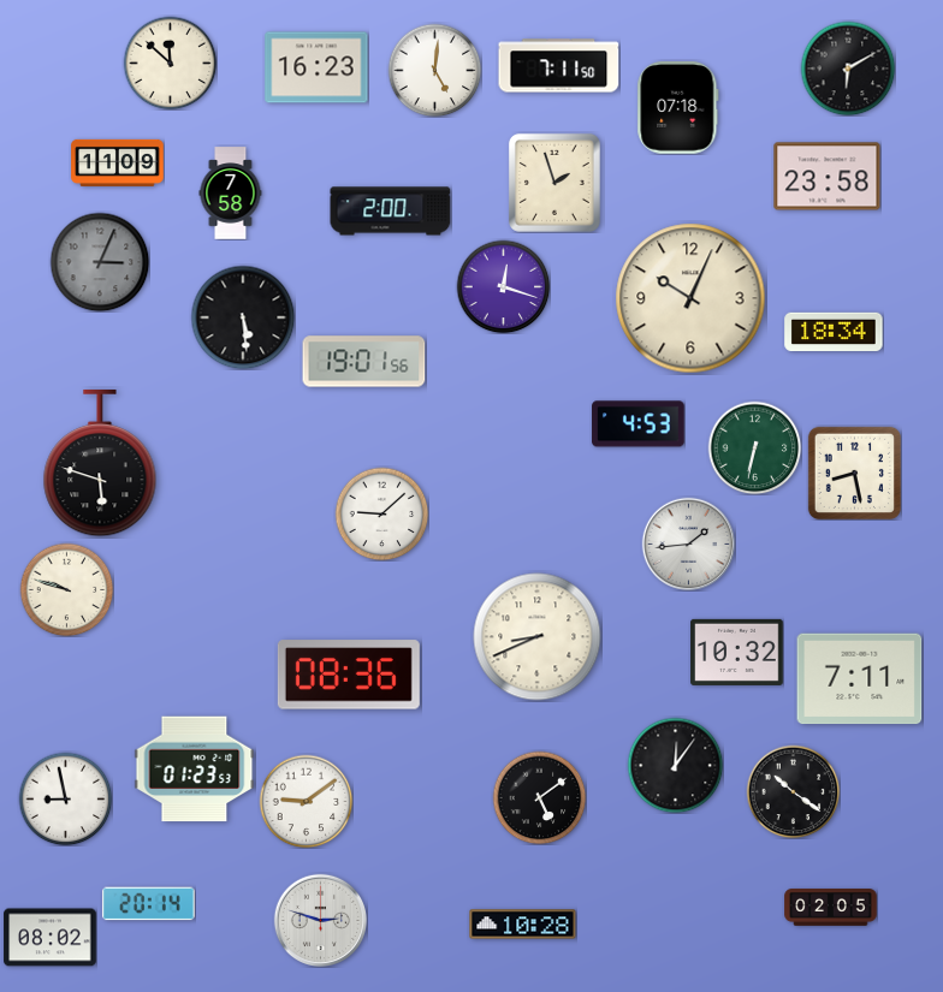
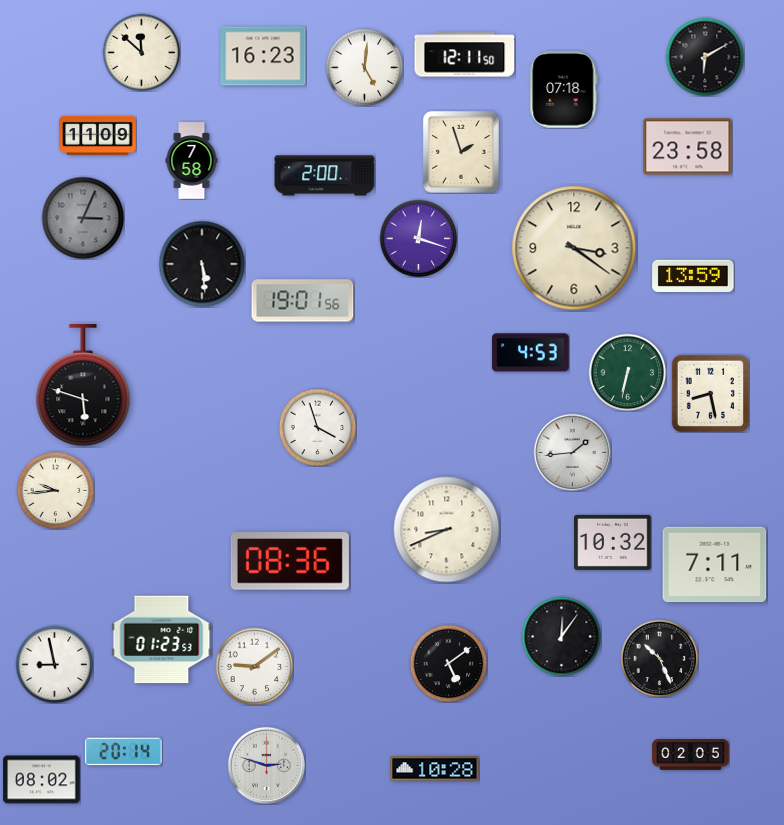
clock at (559, 66): 7:11 -> 12:11
clock at (434, 70) position: (434, 70) -> (364, 67)
clock at (690, 298): 10:04 -> 3:21
clock at (834, 331): 18:34 -> 13:59
clock at (381, 513): 9:08 -> 3:57
clock at (66, 589): 9:48 -> 9:44
clock at (793, 791): 10:21 -> 10:26
